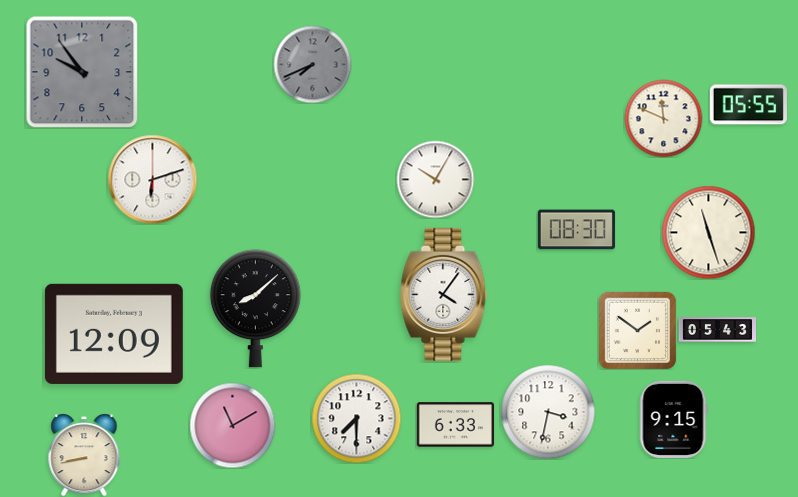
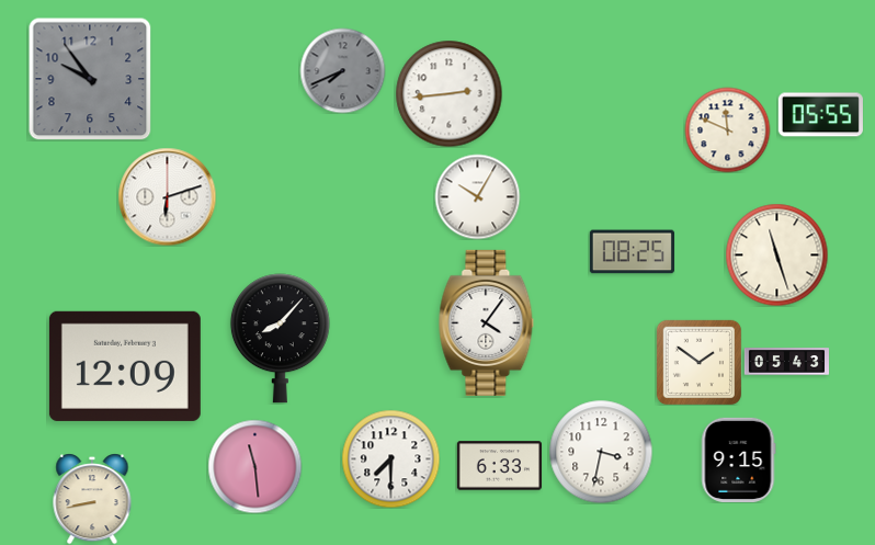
clock at (448, 93): none -> 2:44
clock at (576, 230): 08:30 -> 08:25
clock at (255, 309): 8:08 -> 8:07
clock at (232, 425): 11:10 -> 11:29
